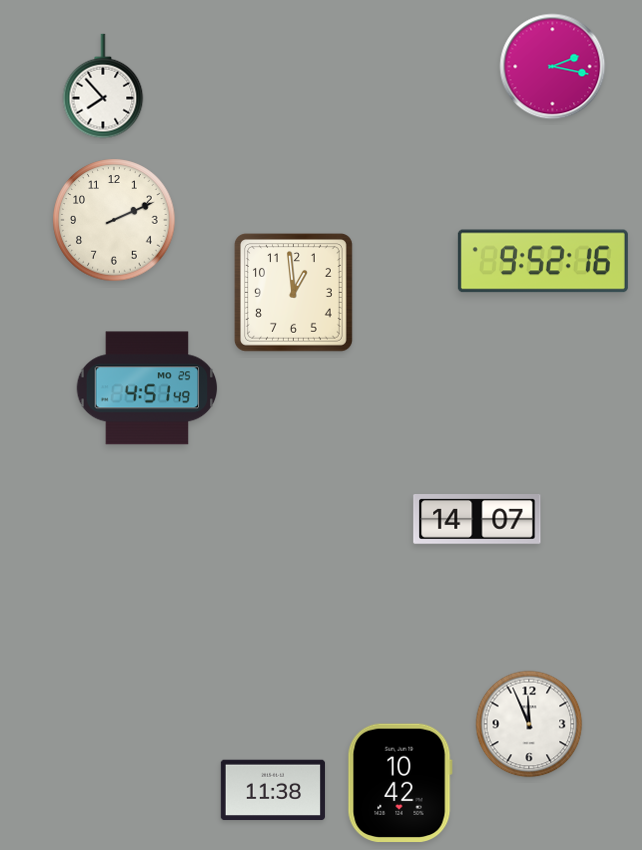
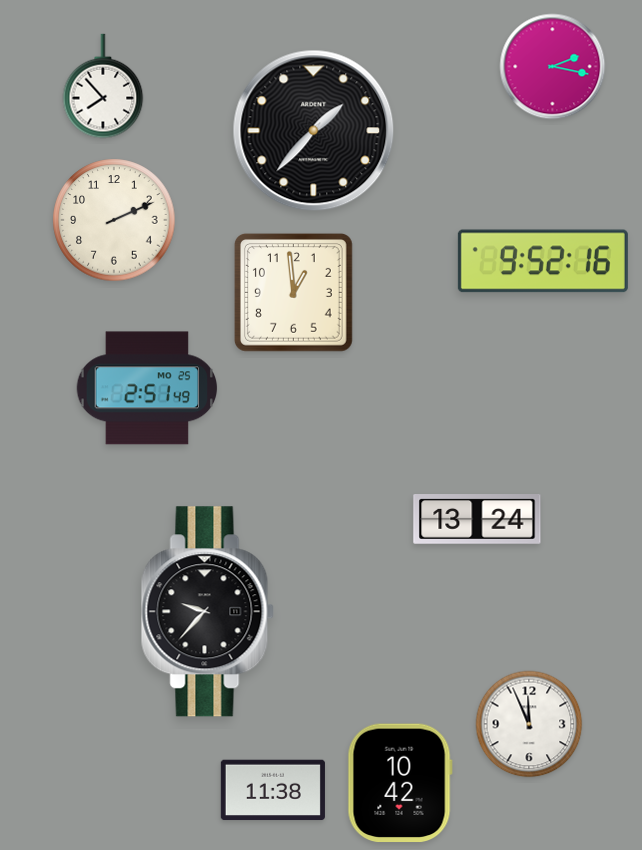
clock at (314, 131): none -> 1:37
clock at (147, 388): 4:51 -> 2:51
clock at (477, 520): 14:07 -> 13:24
clock at (207, 612): none -> 9:37
